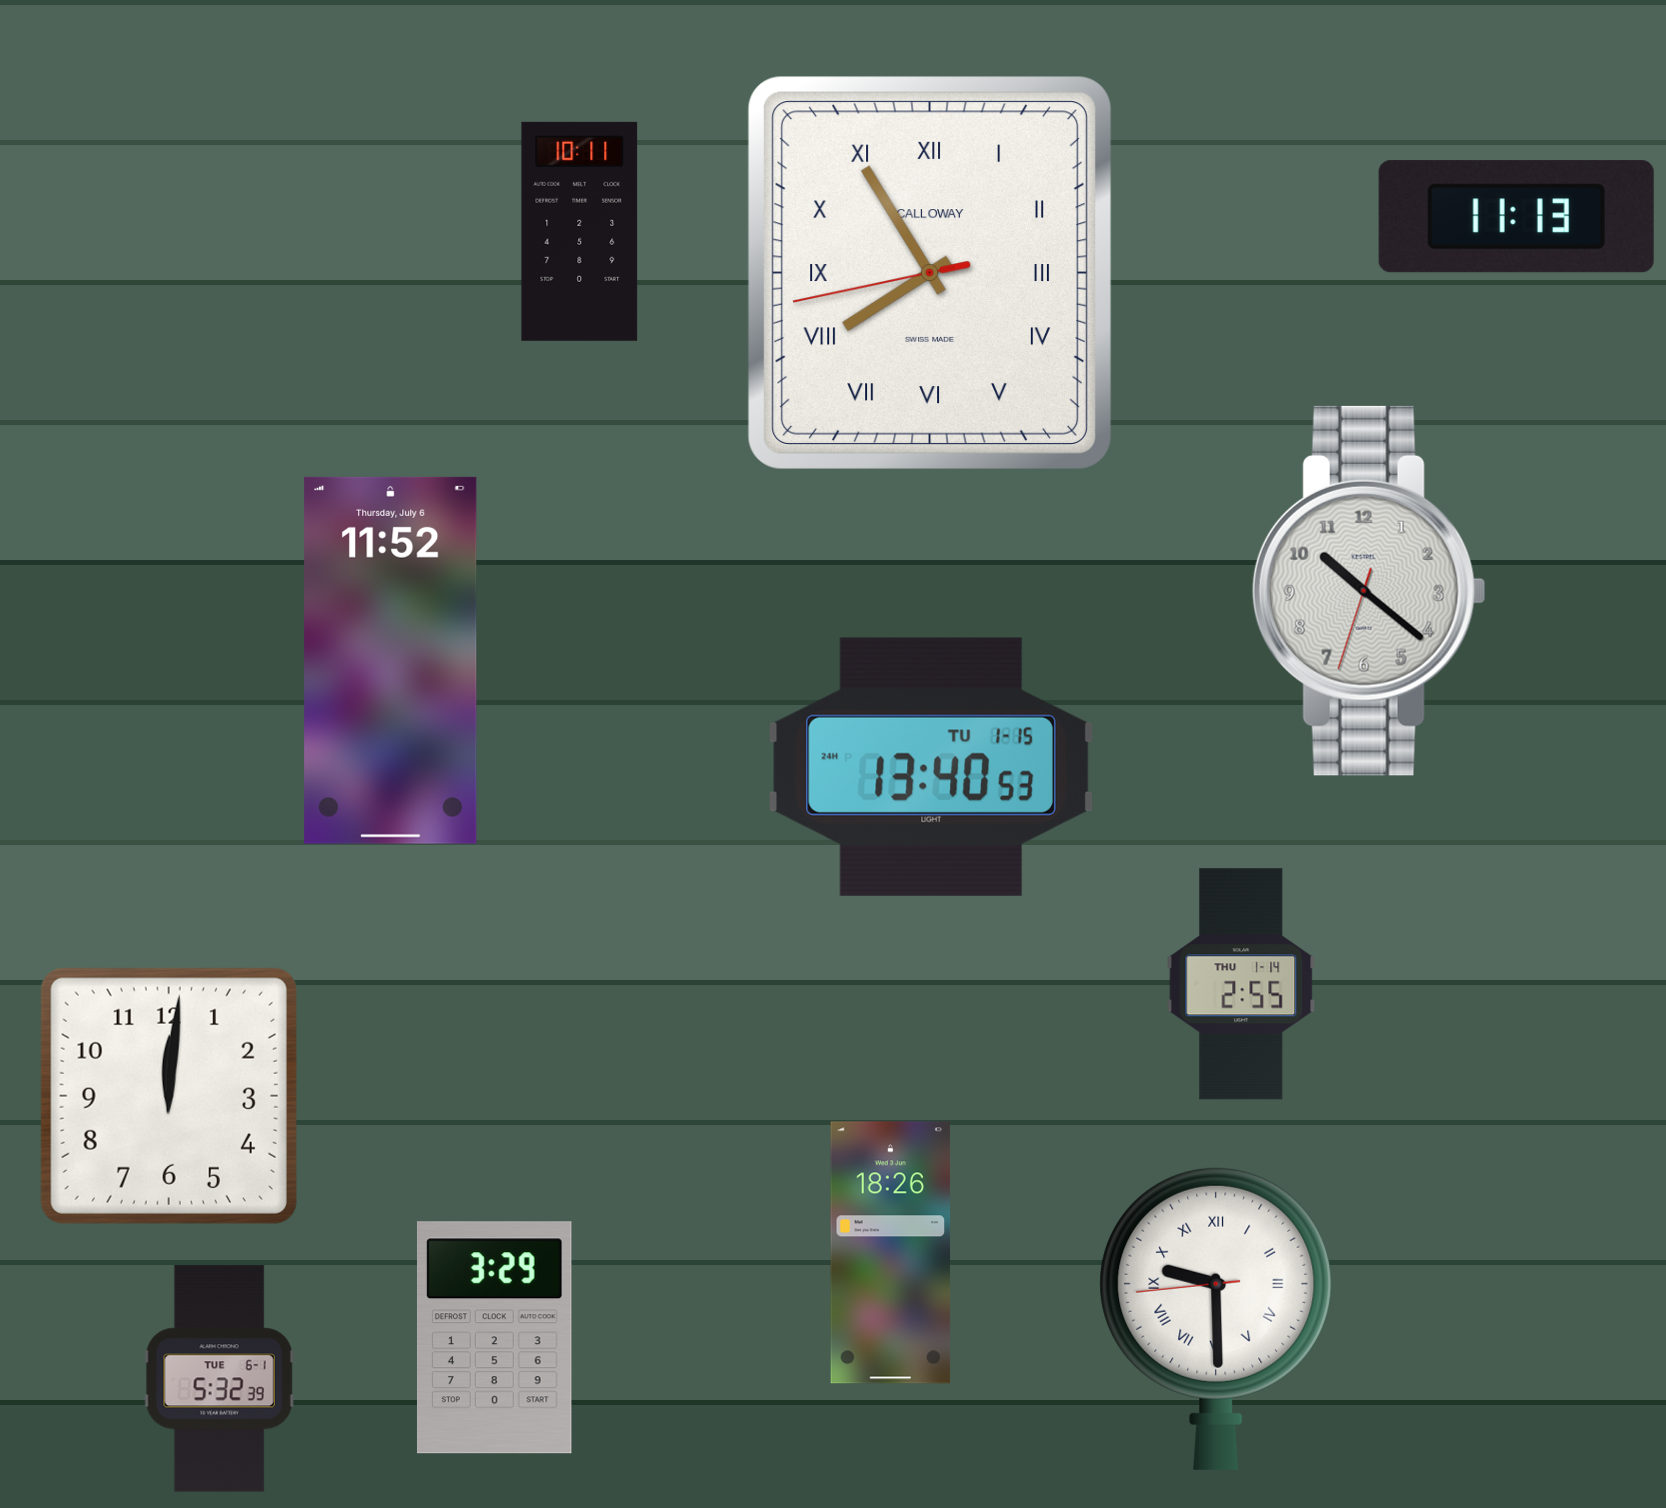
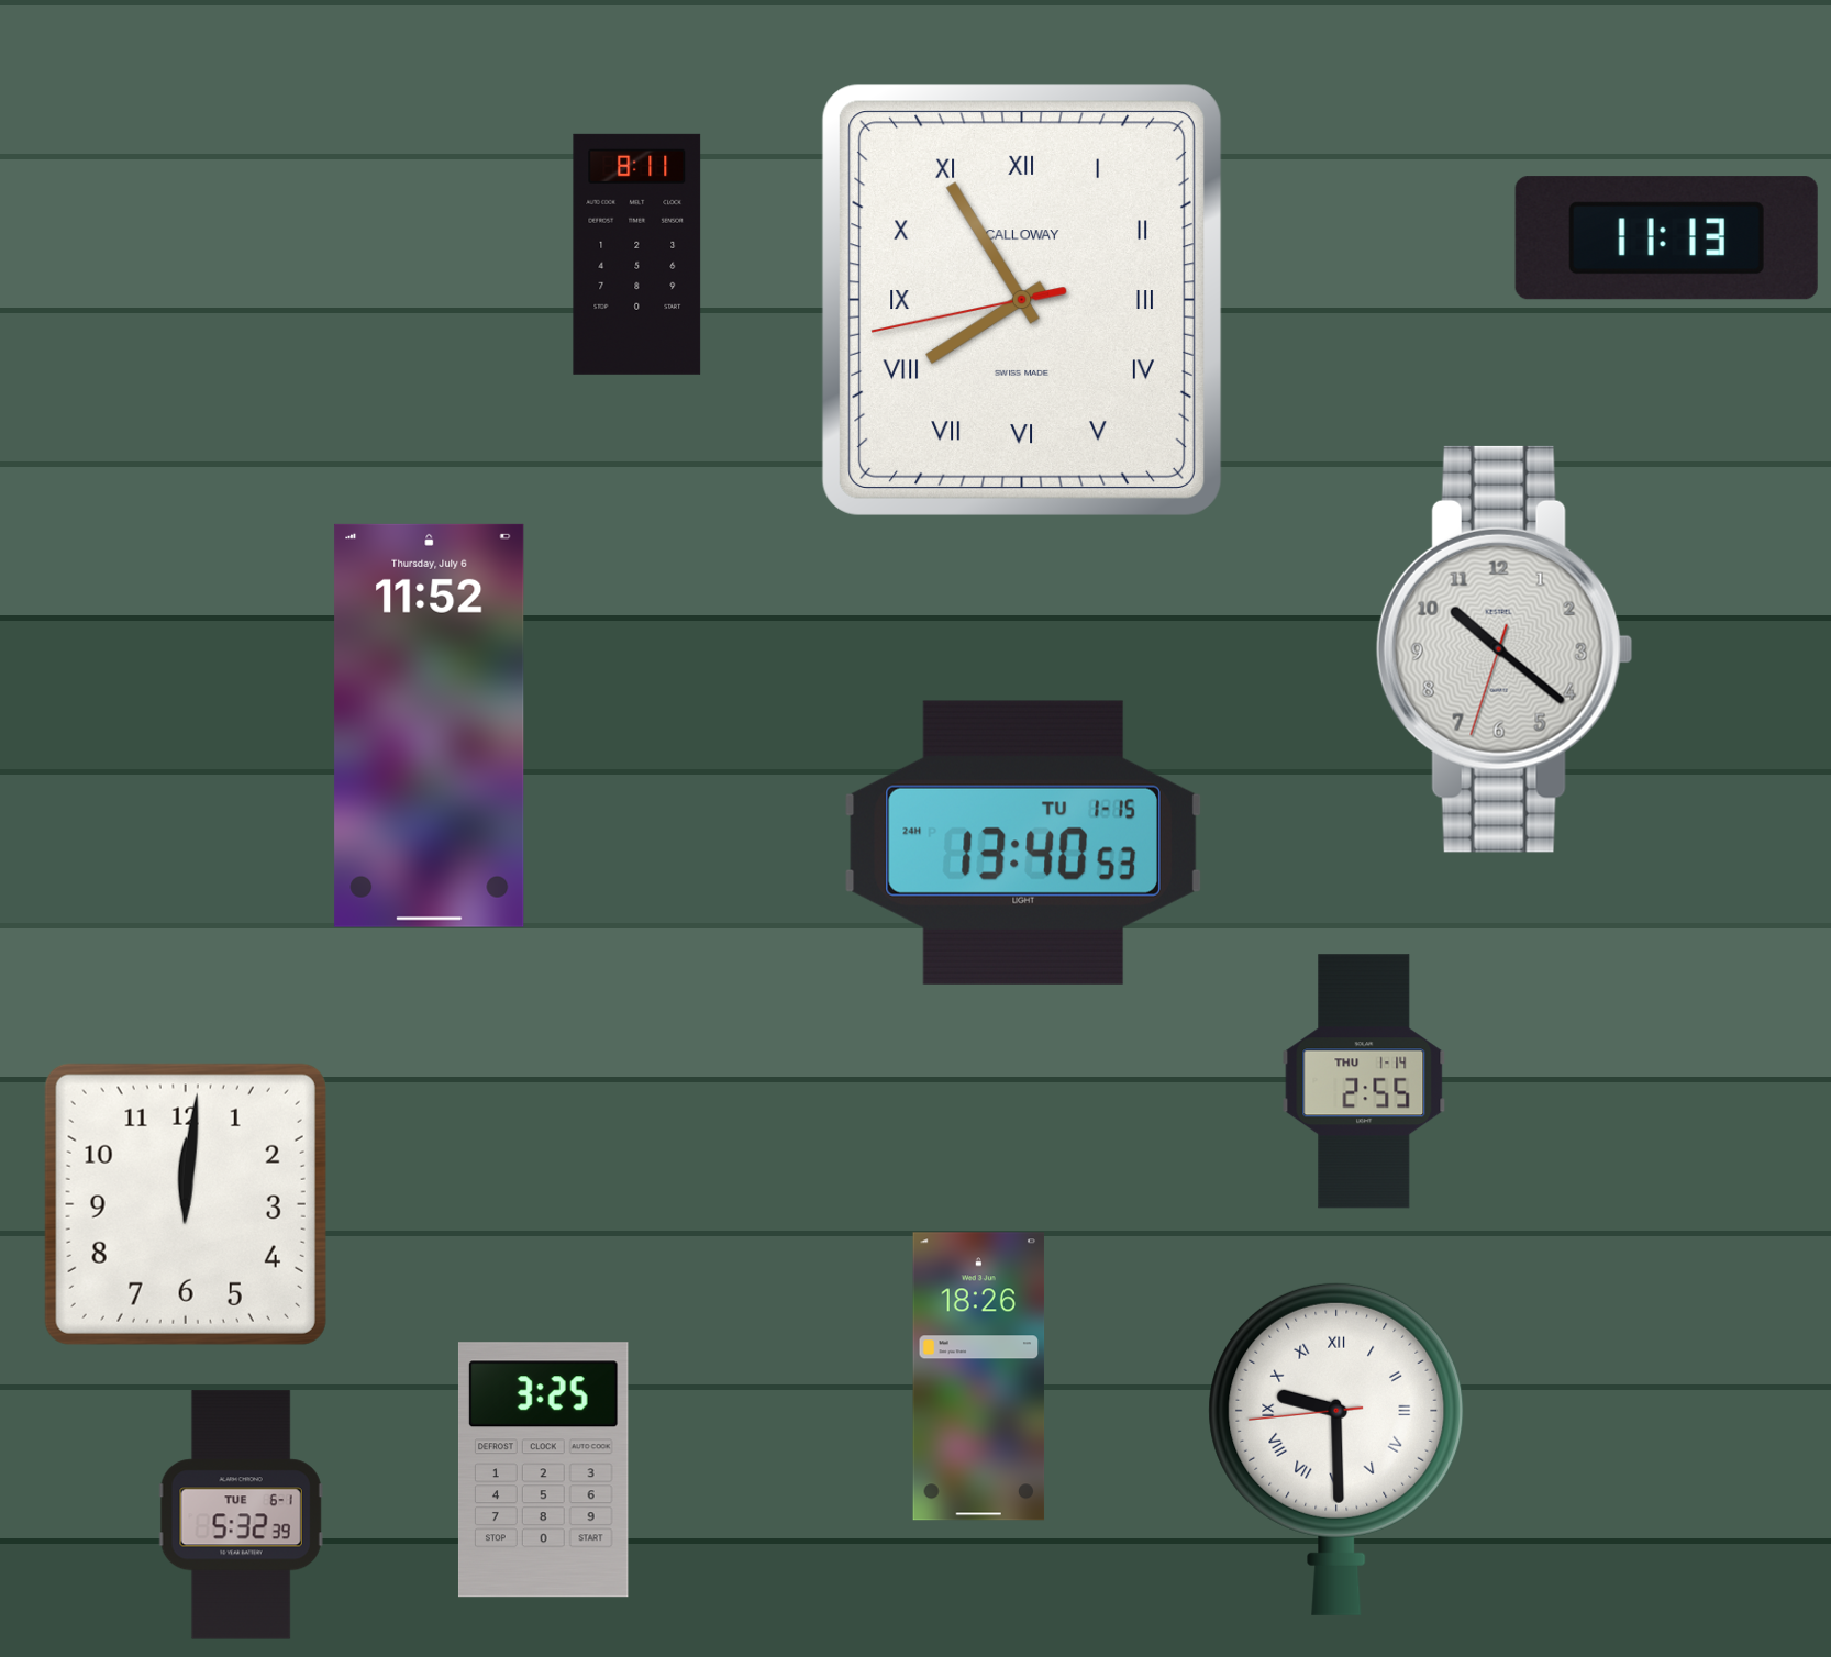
clock at (580, 231): 10:11 -> 8:11
clock at (495, 1338): 3:29 -> 3:25
